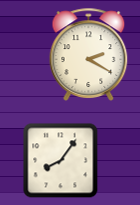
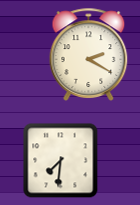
clock at (61, 161): 8:06 -> 7:31
